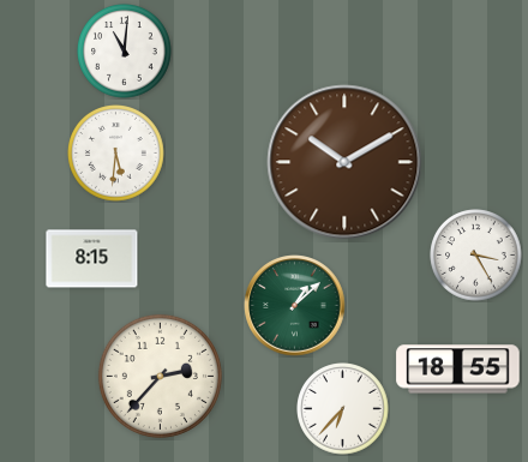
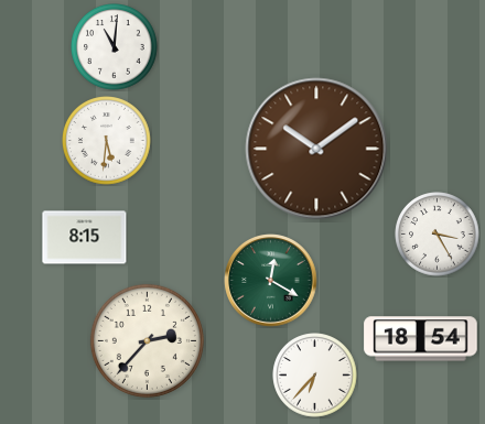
clock at (344, 162): 10:10 -> 10:09
clock at (295, 306): 1:08 -> 12:20
clock at (458, 370): 18:55 -> 18:54
clock at (160, 376) position: (160, 376) -> (147, 340)
